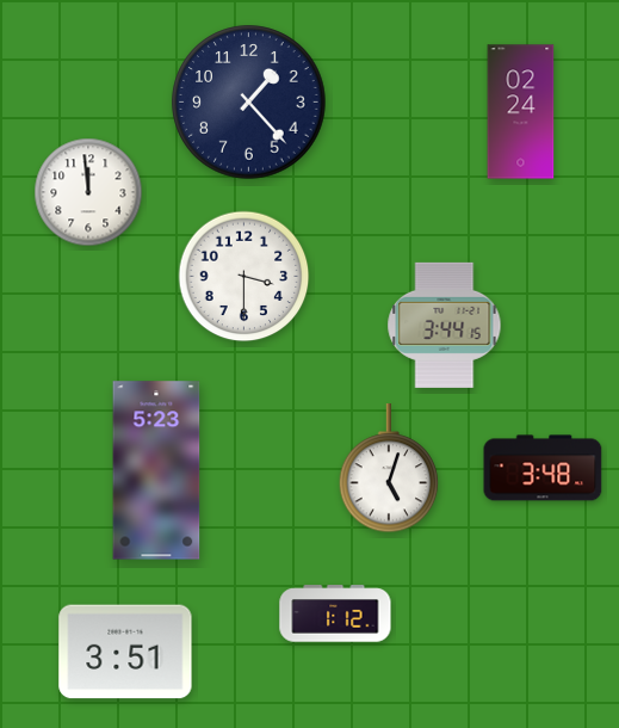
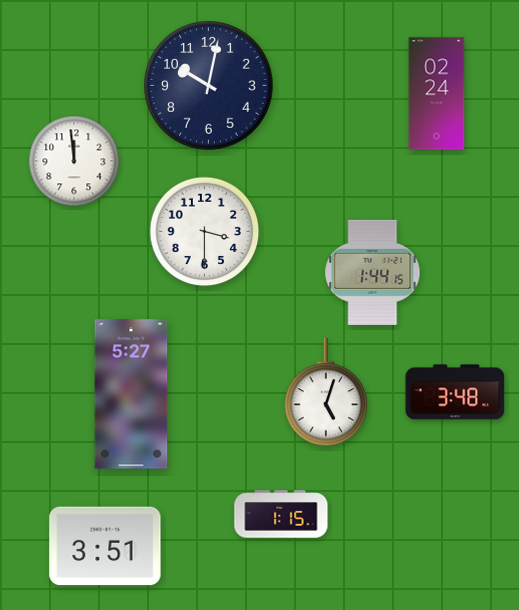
clock at (249, 103): 1:23 -> 10:02
clock at (445, 325): 3:44 -> 1:44
clock at (156, 470): 5:23 -> 5:27
clock at (335, 613): 1:12 -> 1:15
